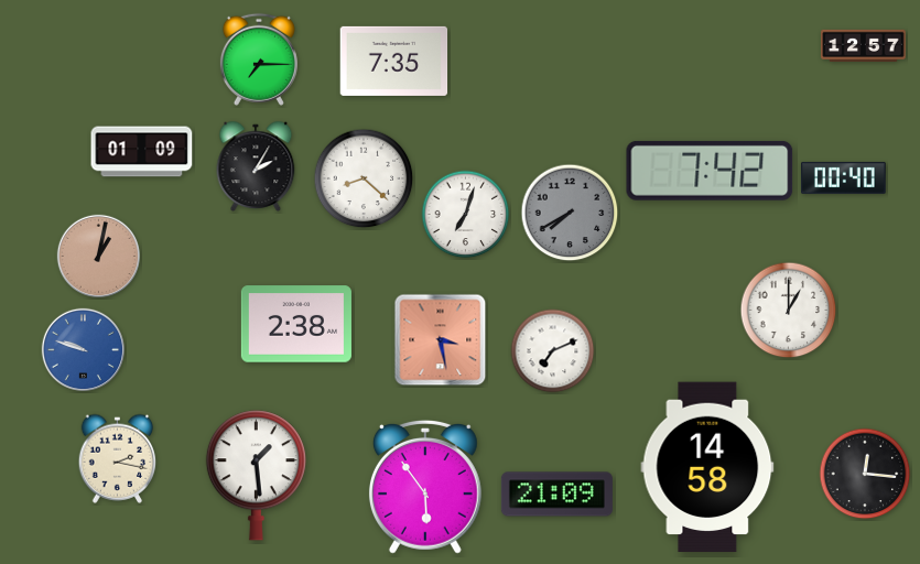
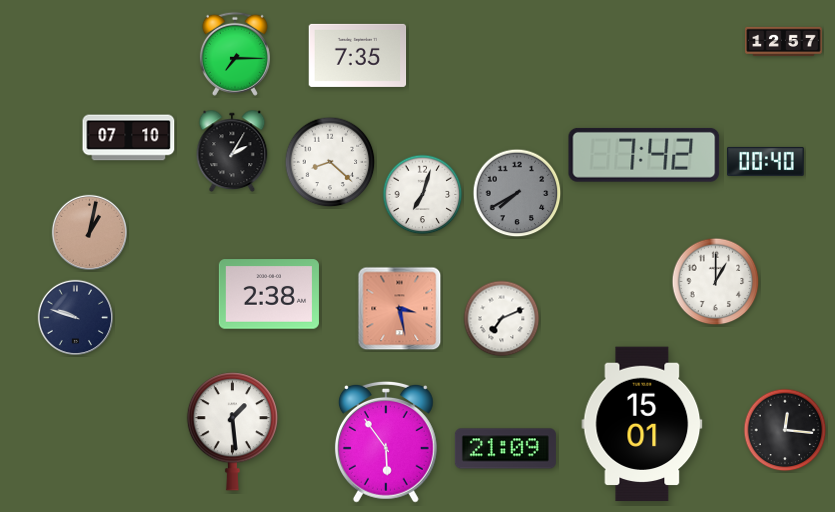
clock at (142, 152): 01:09 -> 07:10
clock at (83, 349) dial: blue -> navy
clock at (118, 458): 2:17 -> none
clock at (707, 467): 14:58 -> 15:01
